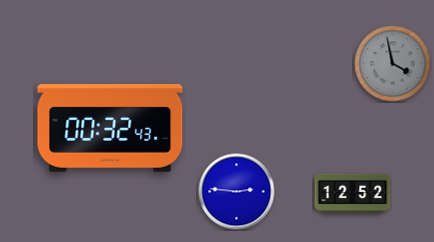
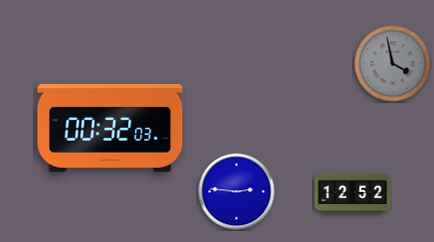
clock at (110, 128): 00:32:43 -> 00:32:03
